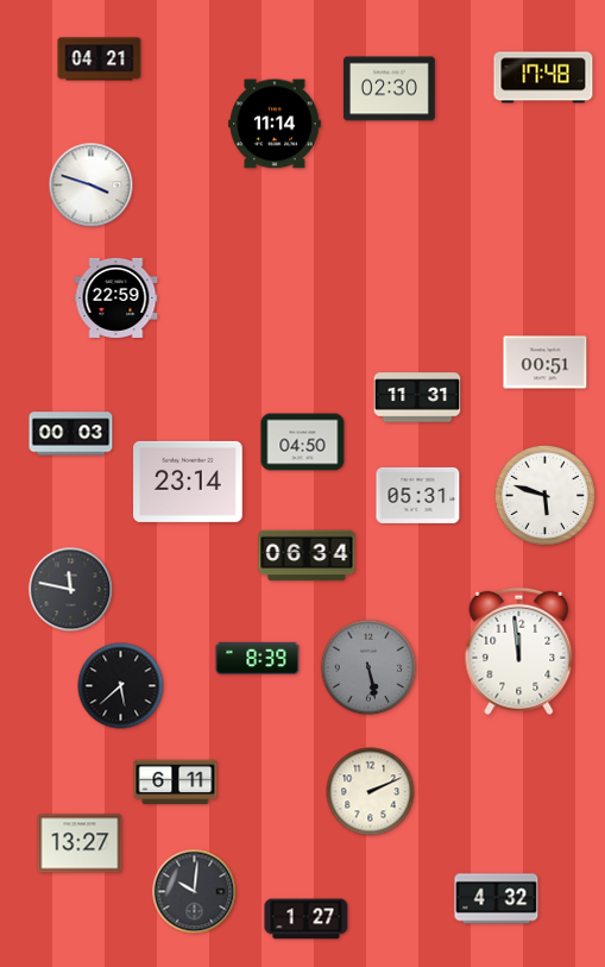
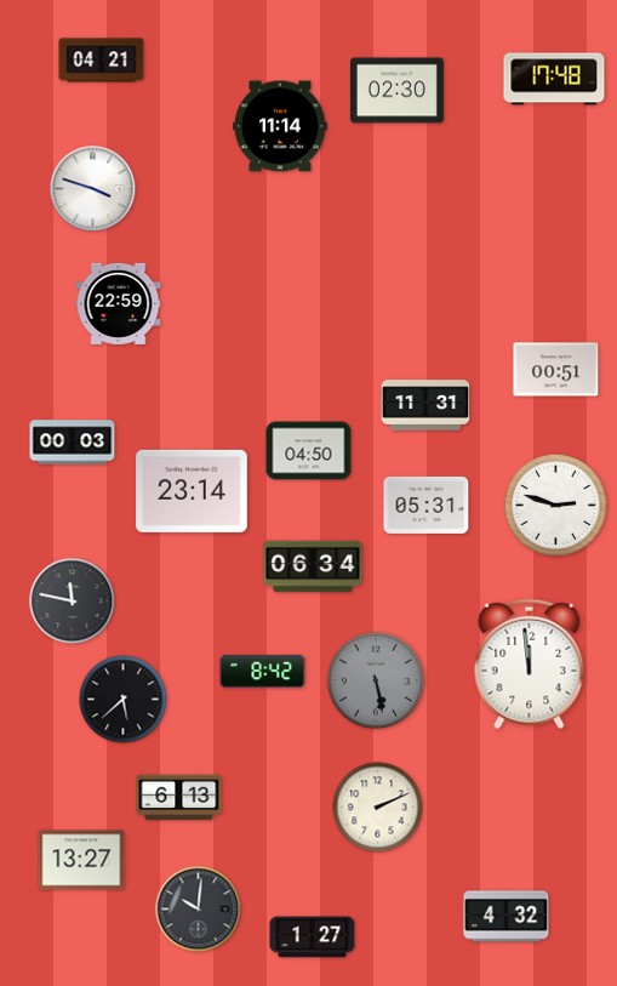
clock at (544, 495): 5:48 -> 2:48
clock at (258, 658): 8:39 -> 8:42
clock at (176, 783): 6:11 -> 6:13
